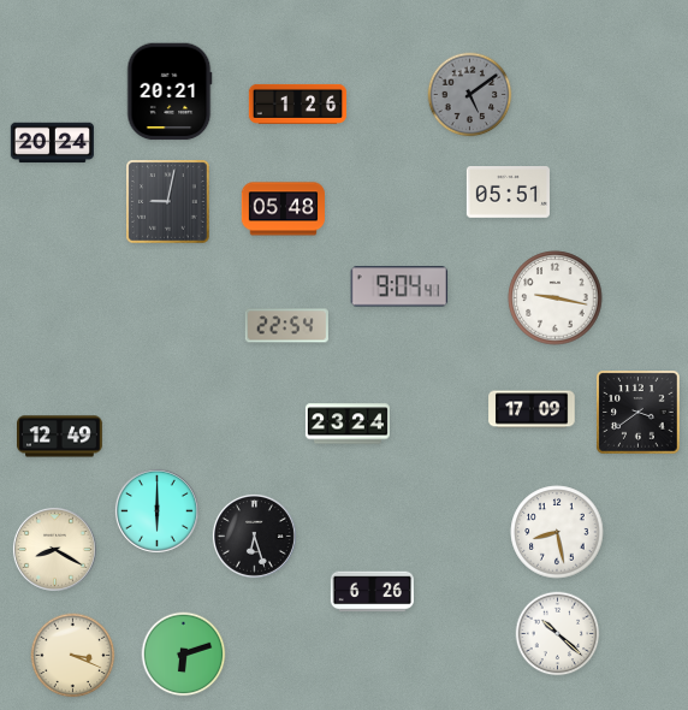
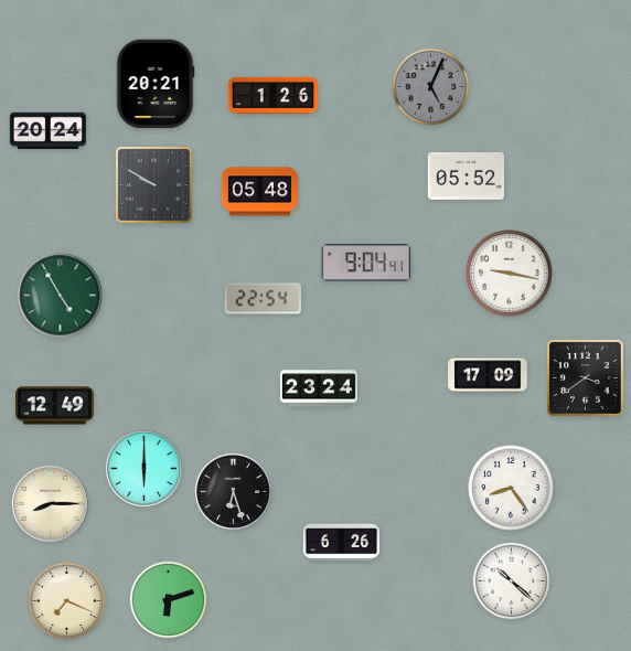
clock at (470, 95): 5:09 -> 5:04
clock at (508, 193): 05:51 -> 05:52
clock at (168, 202): 9:02 -> 9:50
clock at (61, 296): none -> 4:55
clock at (60, 437) position: (60, 437) -> (55, 406)
clock at (557, 532): 8:28 -> 8:24
clock at (54, 549): 8:20 -> 8:15
clock at (73, 656): 3:19 -> 7:19
